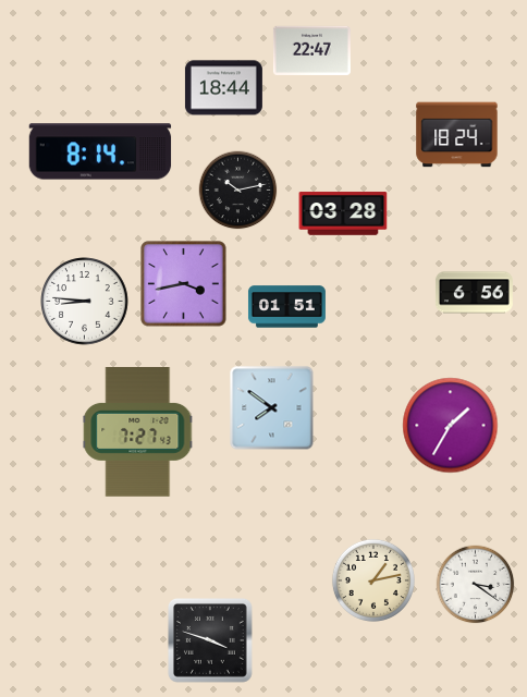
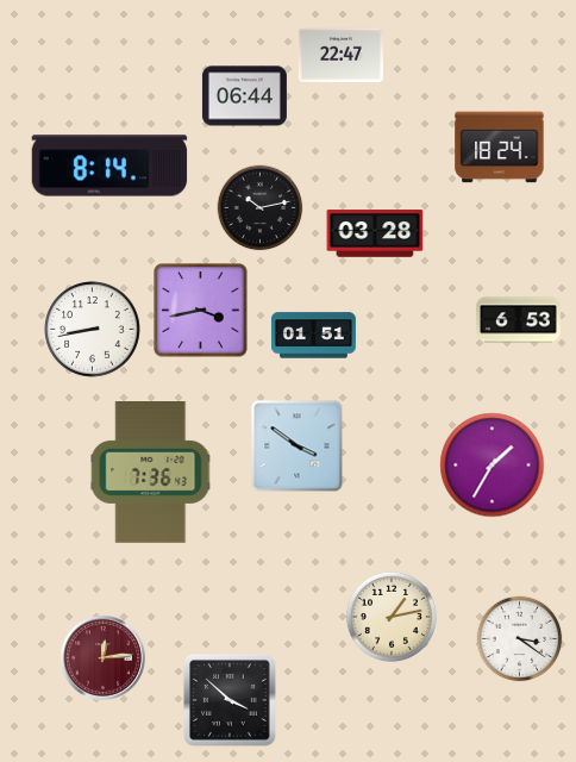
clock at (223, 88): 18:44 -> 06:44
clock at (474, 293): 6:56 -> 6:53
clock at (85, 302): 8:46 -> 8:43
clock at (272, 408): 7:51 -> 3:51
clock at (138, 432): 7:27 -> 7:36
clock at (373, 580) position: (373, 580) -> (392, 617)
clock at (102, 657): none -> 12:14
clock at (211, 641): 3:48 -> 3:52
